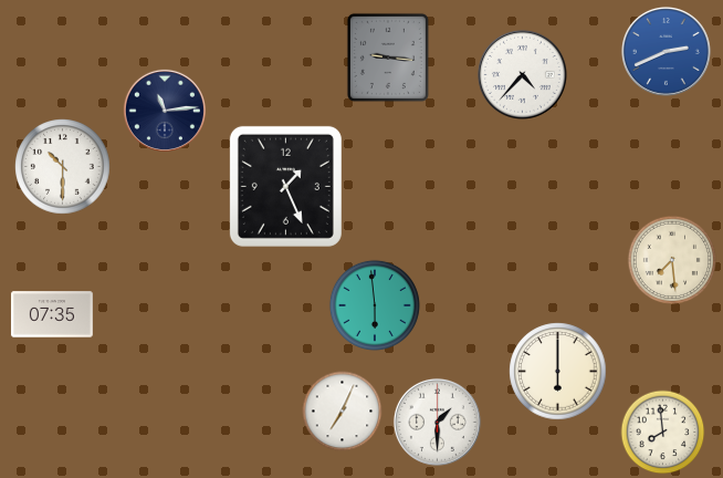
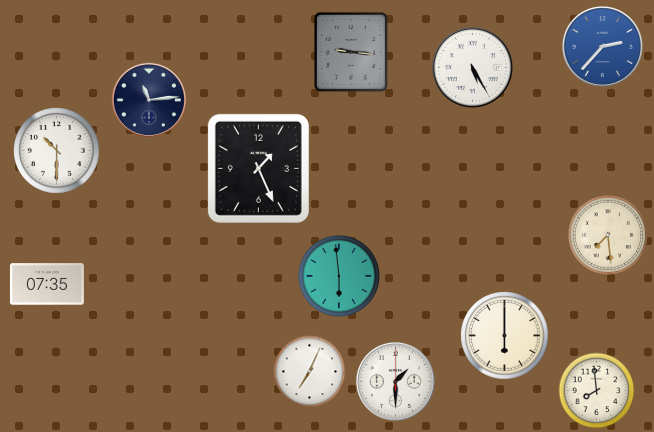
clock at (666, 51): 2:41 -> 2:37
clock at (522, 74): 4:37 -> 5:25
clock at (663, 433) position: (663, 433) -> (597, 391)
